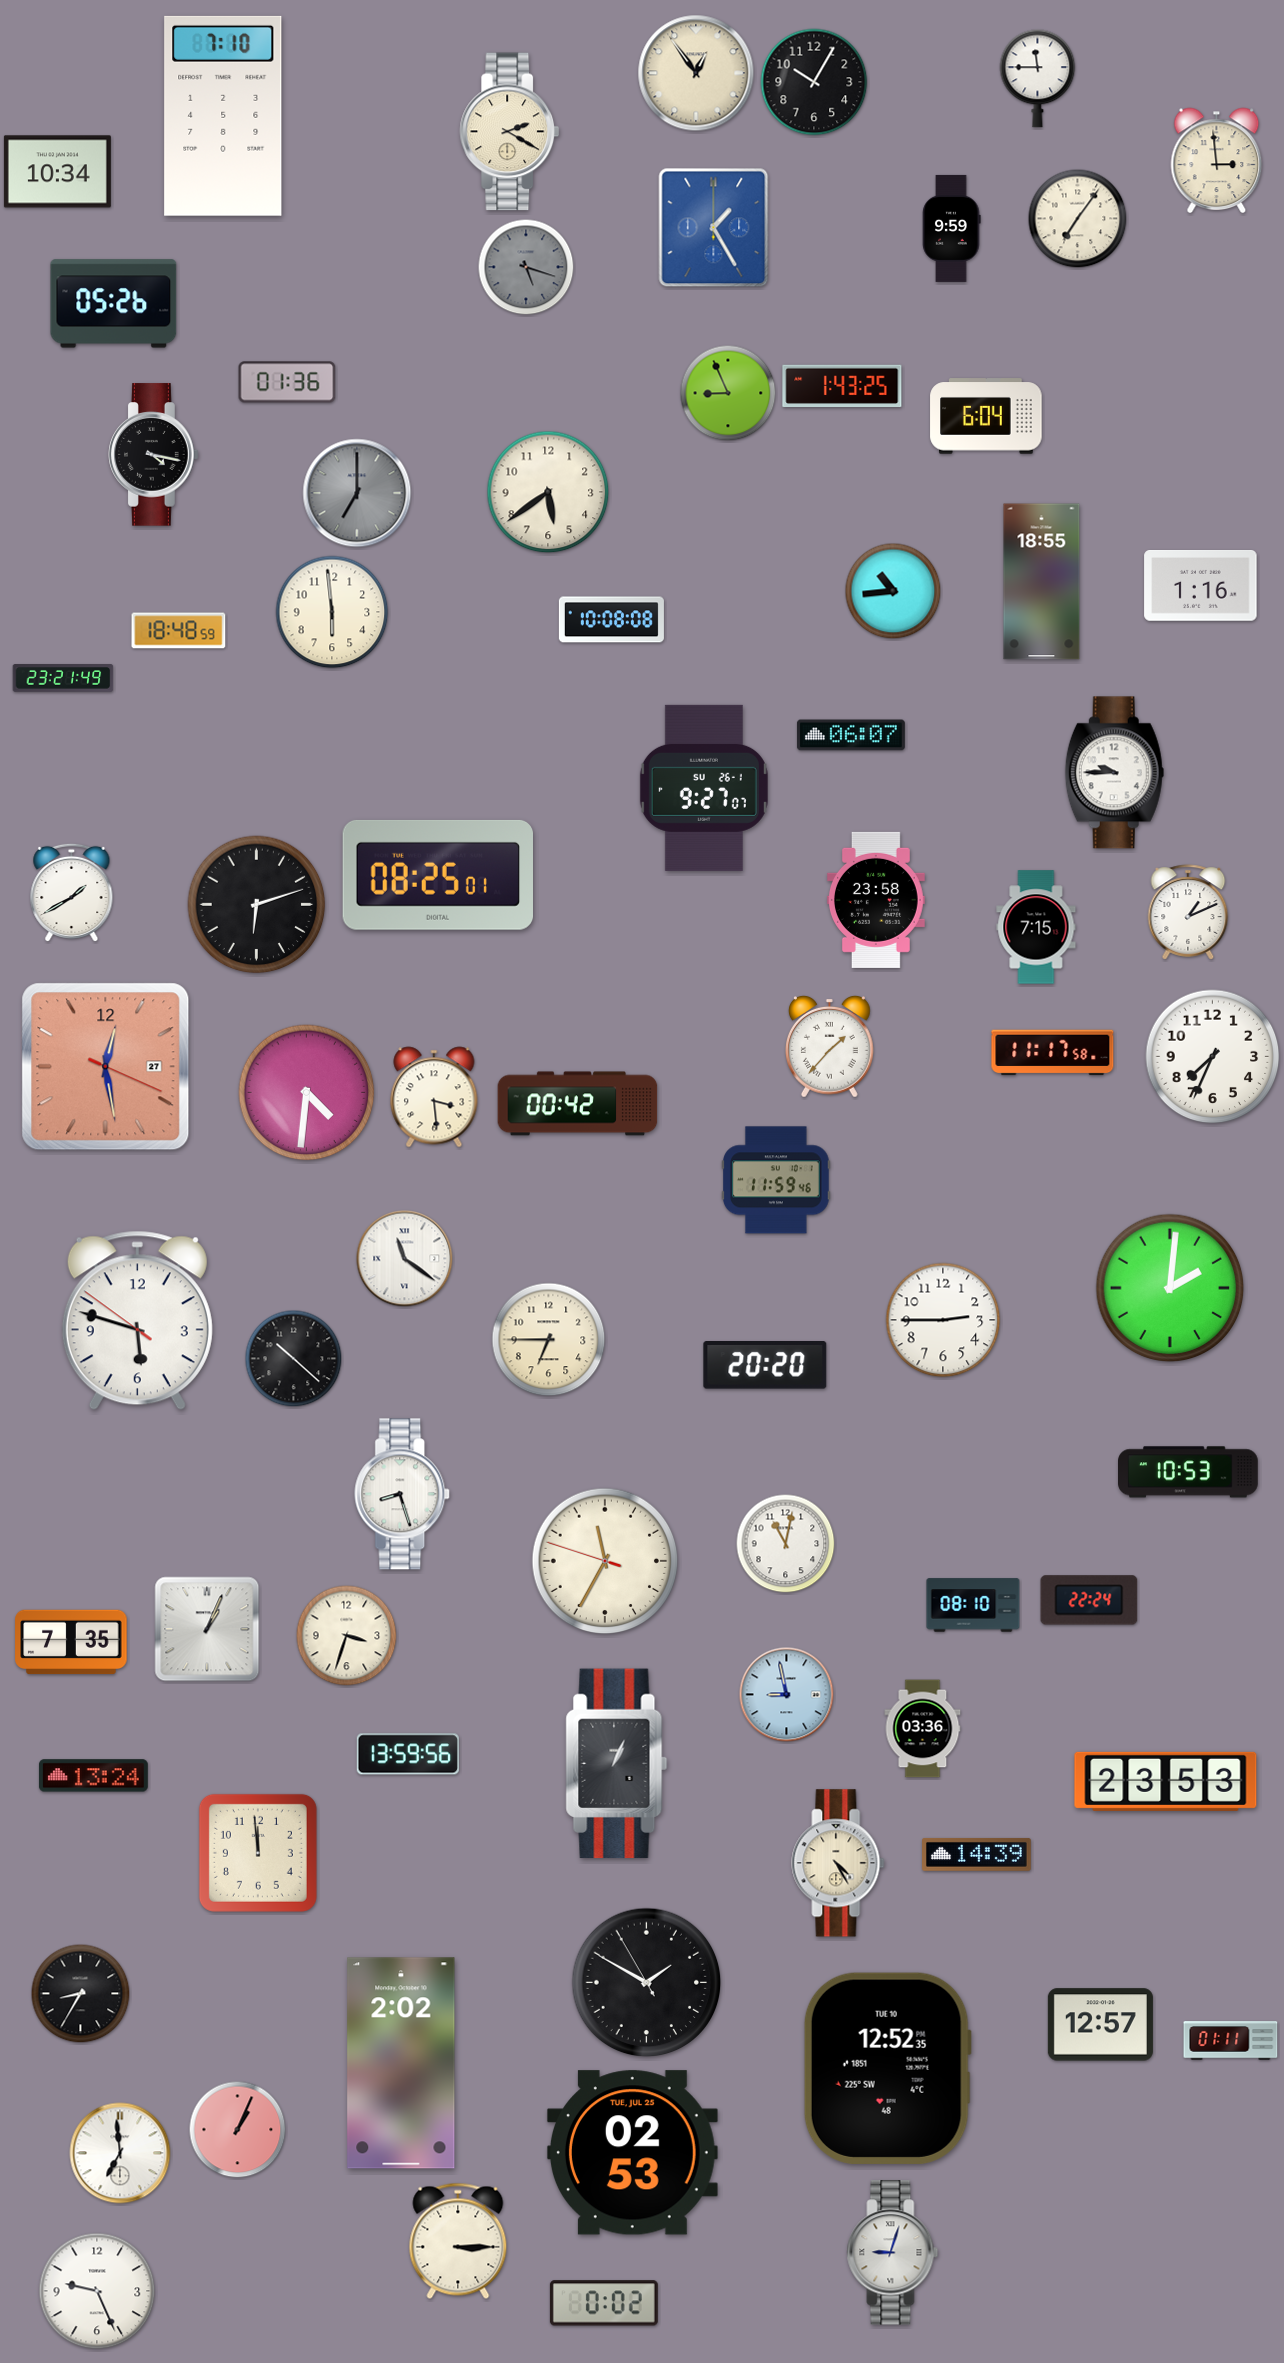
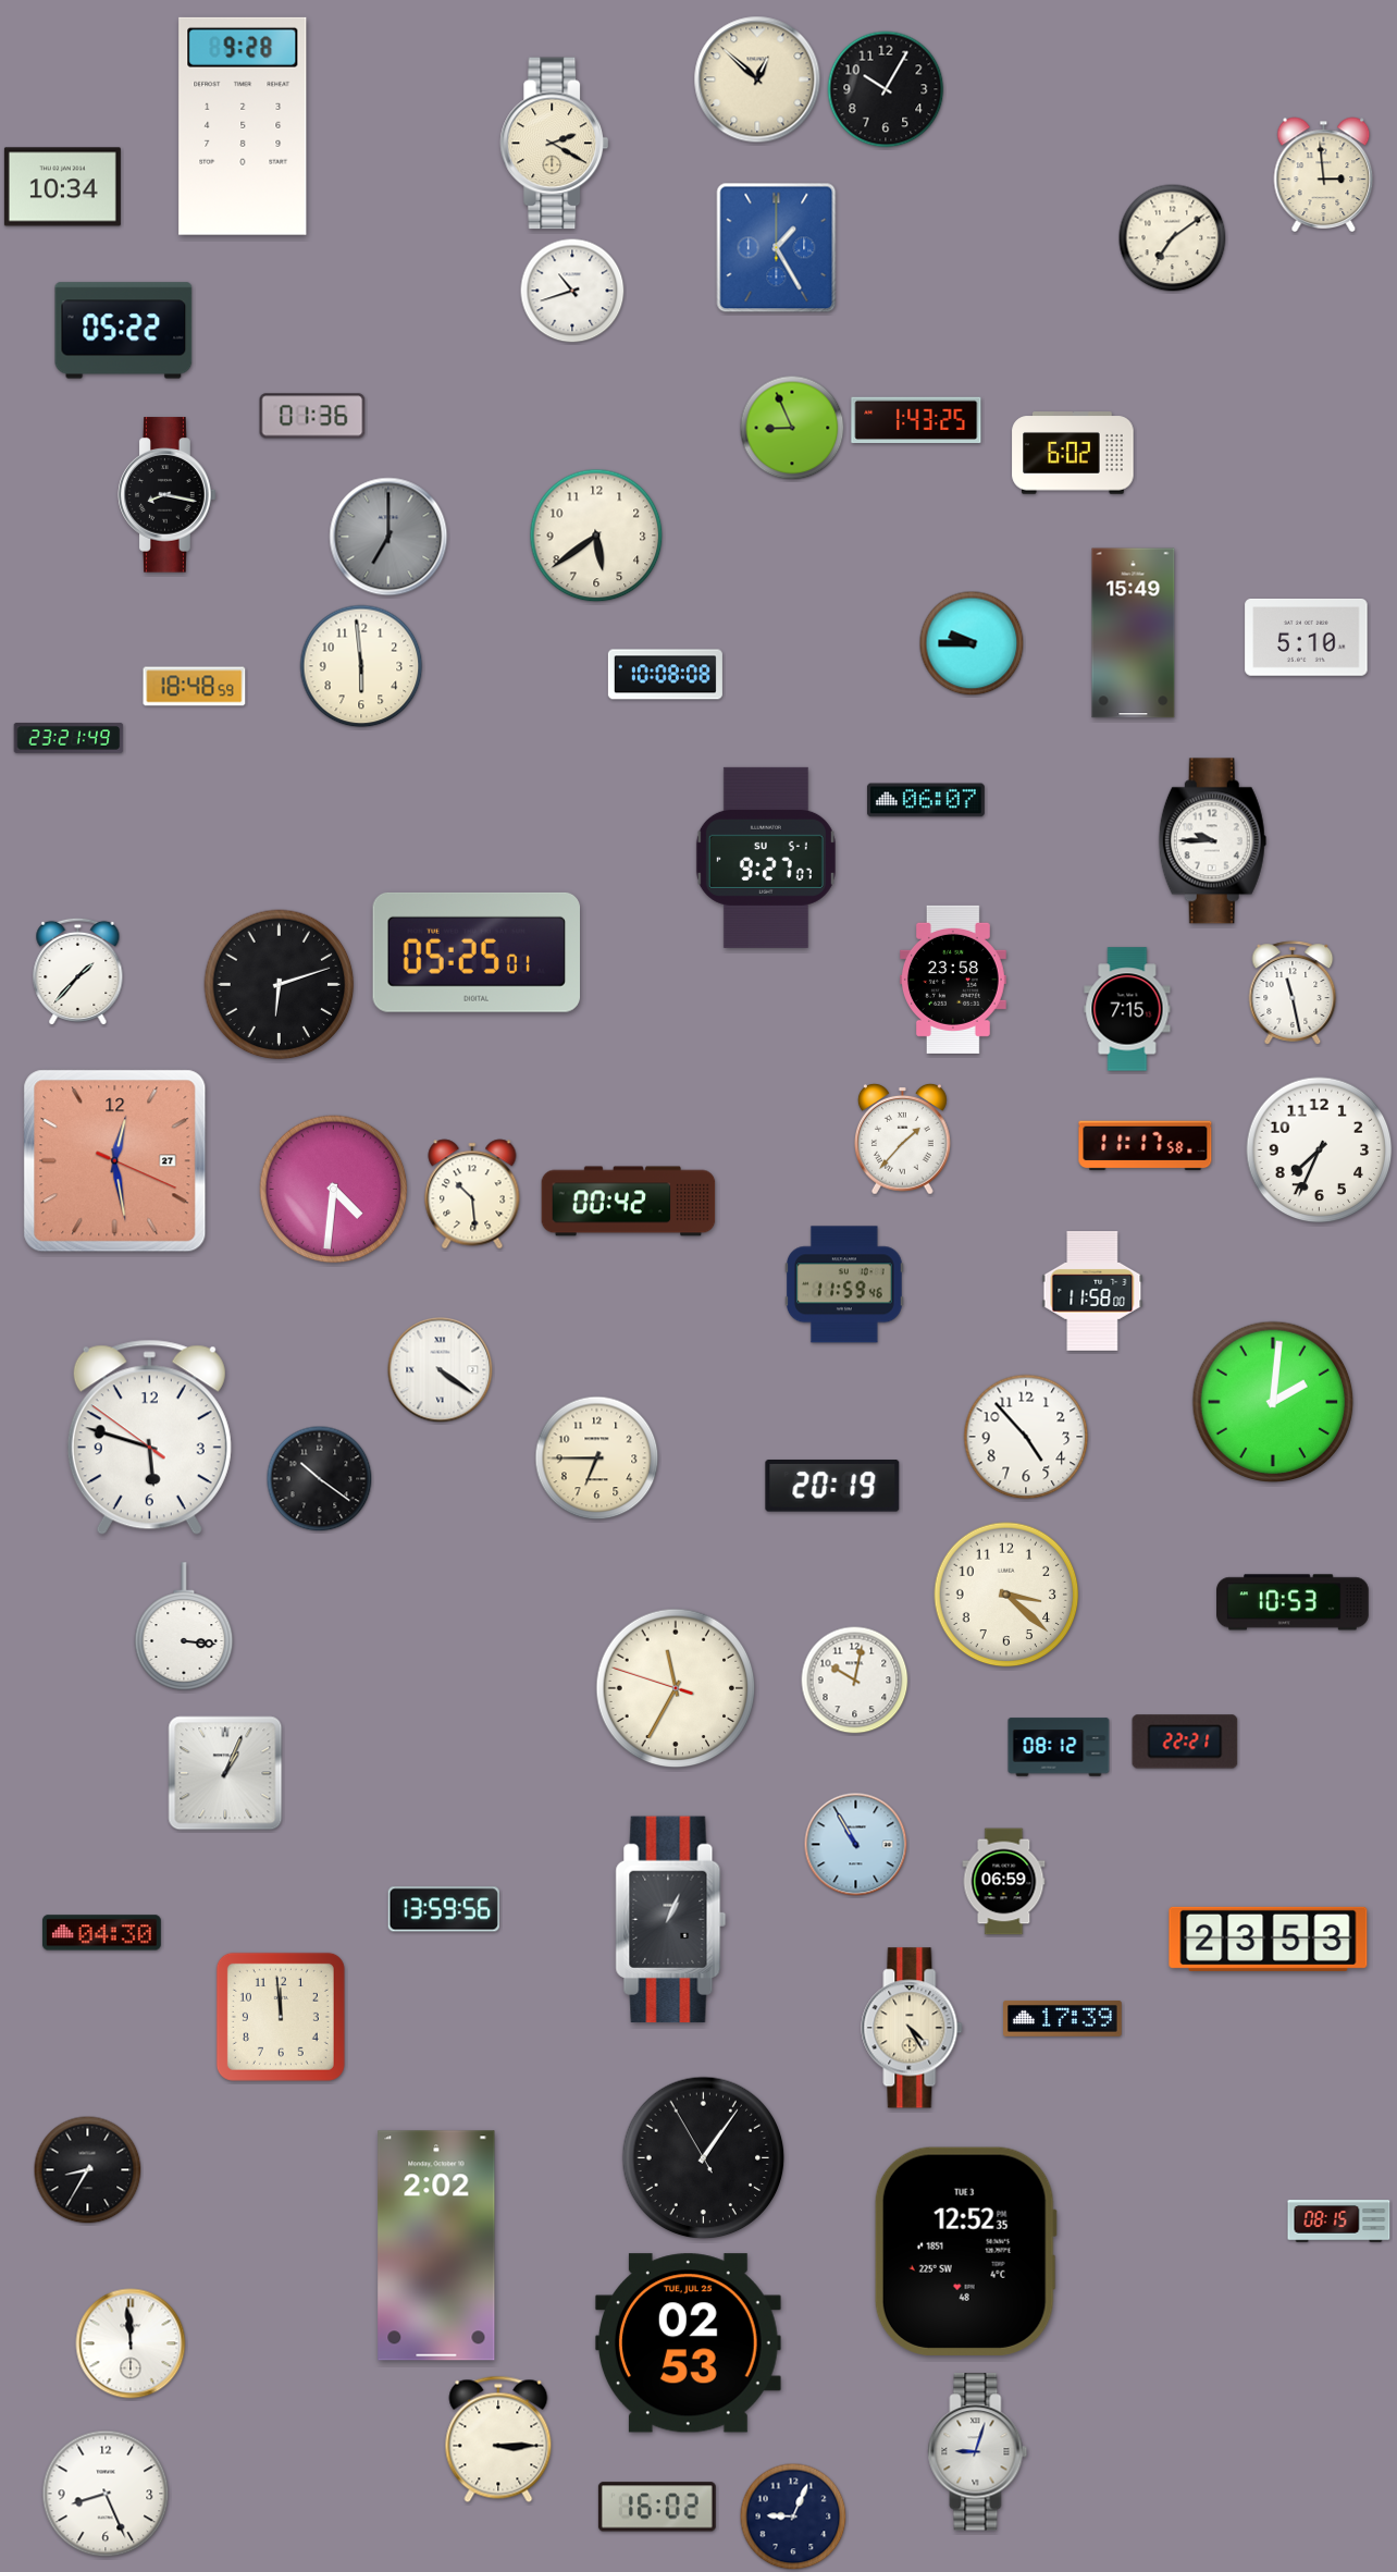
clock at (696, 73): 12:54 -> 12:52
clock at (1038, 79): 11:45 -> none
clock at (223, 116): 7:10 -> 9:28
clock at (1078, 219): 7:06 -> 7:09
clock at (952, 228): 9:59 -> none
clock at (526, 267): 5:18 -> 10:42
clock at (526, 267) dial: grey -> white
clock at (114, 304): 05:26 -> 05:22
clock at (986, 416): 6:04 -> 6:02
clock at (154, 455): 4:17 -> 8:17
clock at (1042, 582): 18:55 -> 15:49
clock at (1201, 586): 1:16 -> 5:10
clock at (893, 591): 10:44 -> 9:45
clock at (704, 788) date: SU 26-1 -> SU 5-1
clock at (437, 875): 08:25 -> 05:25
clock at (72, 893): 1:40 -> 1:37
clock at (1188, 912): 1:11 -> 11:28
clock at (434, 1097): 3:29 -> 10:29
clock at (1092, 1292): none -> 11:58
clock at (405, 1259): 11:21 -> 4:21
clock at (943, 1320): 2:45 -> 4:53
clock at (294, 1359): 10:22 -> 10:21
clock at (765, 1365): 20:20 -> 20:19
clock at (1006, 1595): none -> 3:22
clock at (184, 1626): none -> 3:16
clock at (403, 1494): 8:27 -> none
clock at (786, 1544): 11:02 -> 10:02
clock at (605, 1561) position: (605, 1561) -> (676, 1688)
clock at (1089, 1600): 22:24 -> 22:21
clock at (973, 1605): 08:10 -> 08:12
clock at (347, 1636): 3:33 -> none
clock at (71, 1642): 7:35 -> none
clock at (787, 1695): 8:58 -> 10:55
clock at (923, 1729): 03:36 -> 06:59
clock at (93, 1776): 13:24 -> 04:30
clock at (977, 1854): 14:39 -> 17:39
clock at (647, 1983): 1:49 -> 1:05
clock at (1100, 2025): 12:57 -> none
clock at (1231, 2041): 01:11 -> 08:15
clock at (887, 2068) date: TUE 10 -> TUE 3
clock at (238, 2130): 1:04 -> none
clock at (120, 2153): 6:59 -> 11:59
clock at (893, 2253) position: (893, 2253) -> (978, 2452)
clock at (97, 2291): 9:26 -> 8:26
clock at (604, 2303): 0:02 -> 16:02
clock at (793, 2516): none -> 9:04
